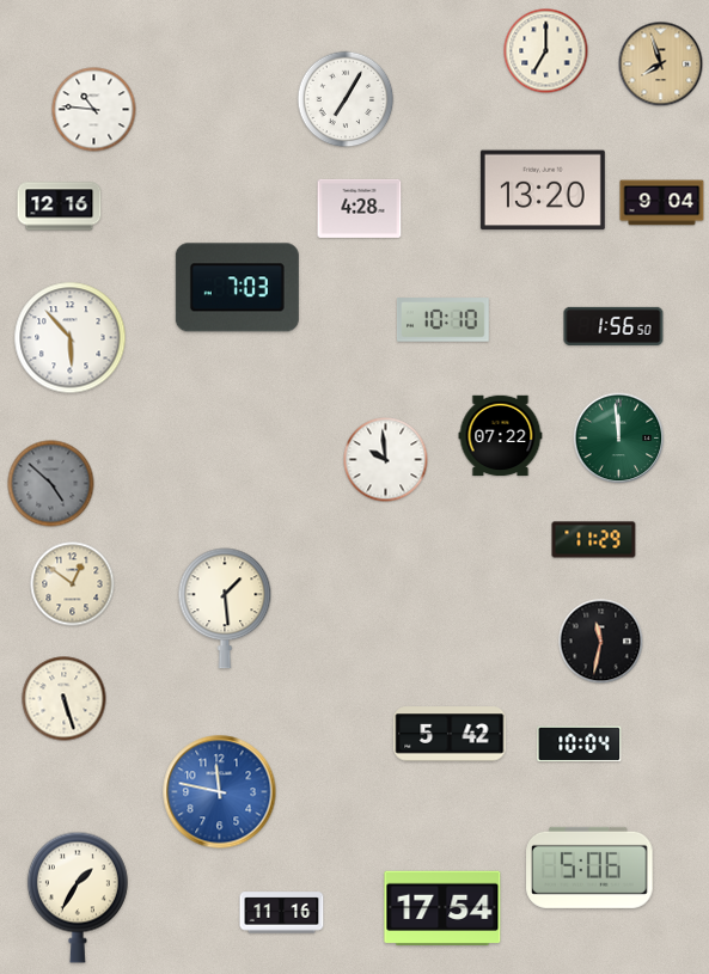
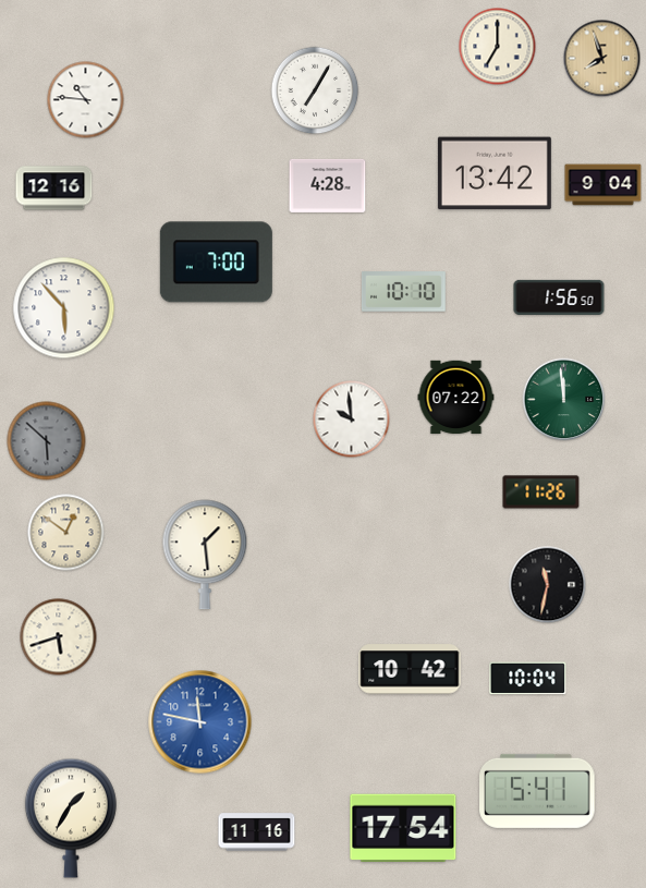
clock at (543, 190): 13:20 -> 13:42
clock at (360, 208) position: (360, 208) -> (328, 185)
clock at (237, 288): 7:03 -> 7:00
clock at (51, 484): 4:52 -> 5:52
clock at (594, 540): 11:29 -> 11:26
clock at (65, 699): 5:27 -> 5:42
clock at (450, 734): 5:42 -> 10:42
clock at (589, 868): 5:06 -> 5:41
